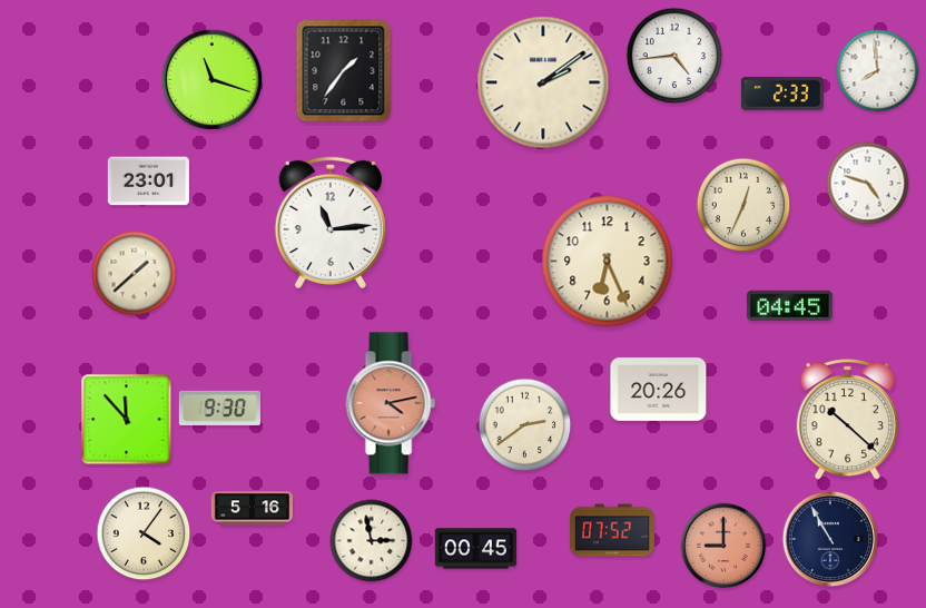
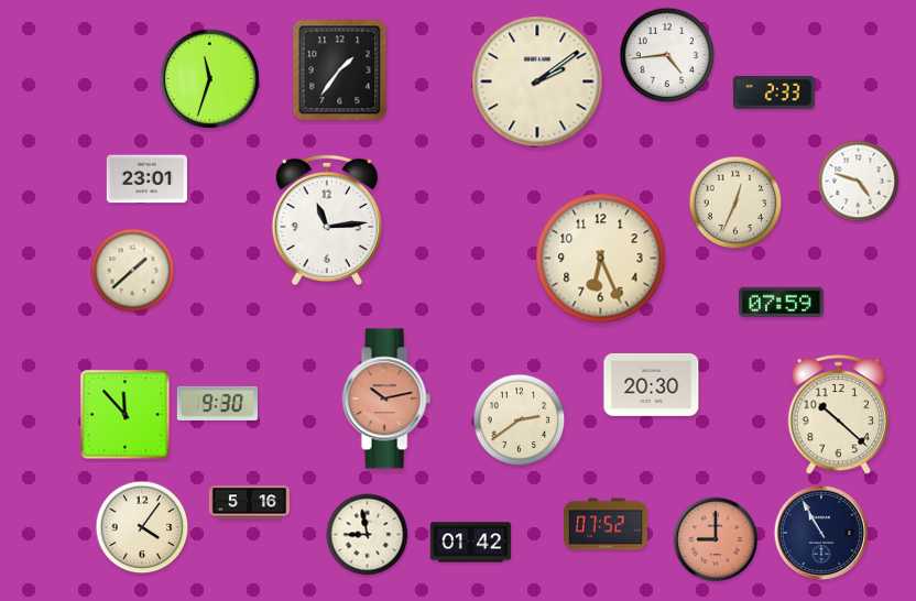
clock at (878, 71): 7:59 -> none
clock at (211, 79): 11:18 -> 11:33
clock at (790, 305): 04:45 -> 07:59
clock at (659, 389): 20:26 -> 20:30
clock at (391, 403): 4:13 -> 10:13
clock at (372, 541): 2:58 -> 8:58
clock at (475, 549): 00:45 -> 01:42
